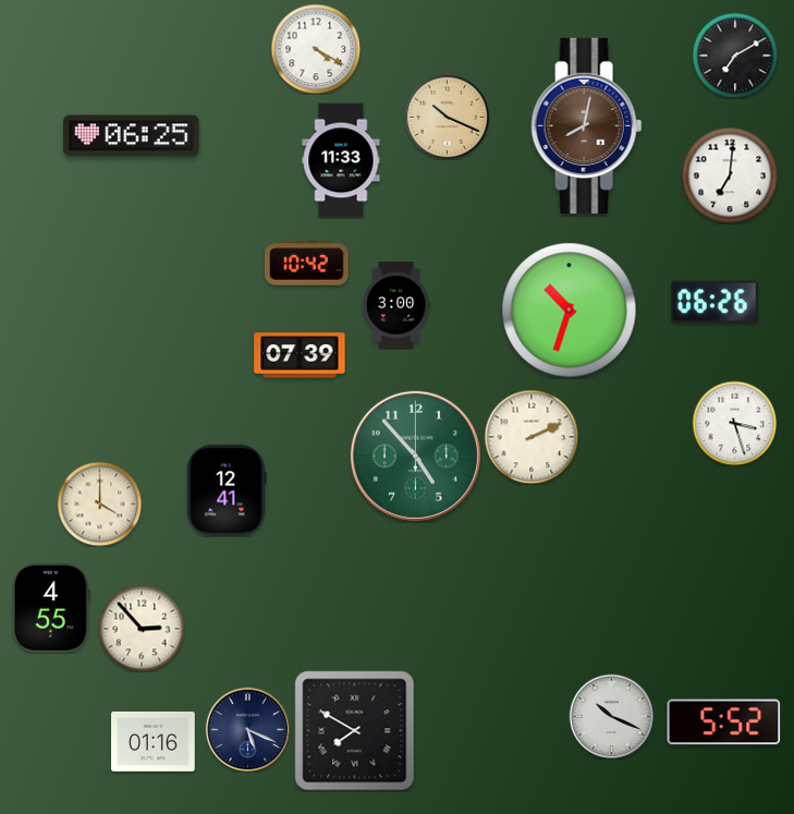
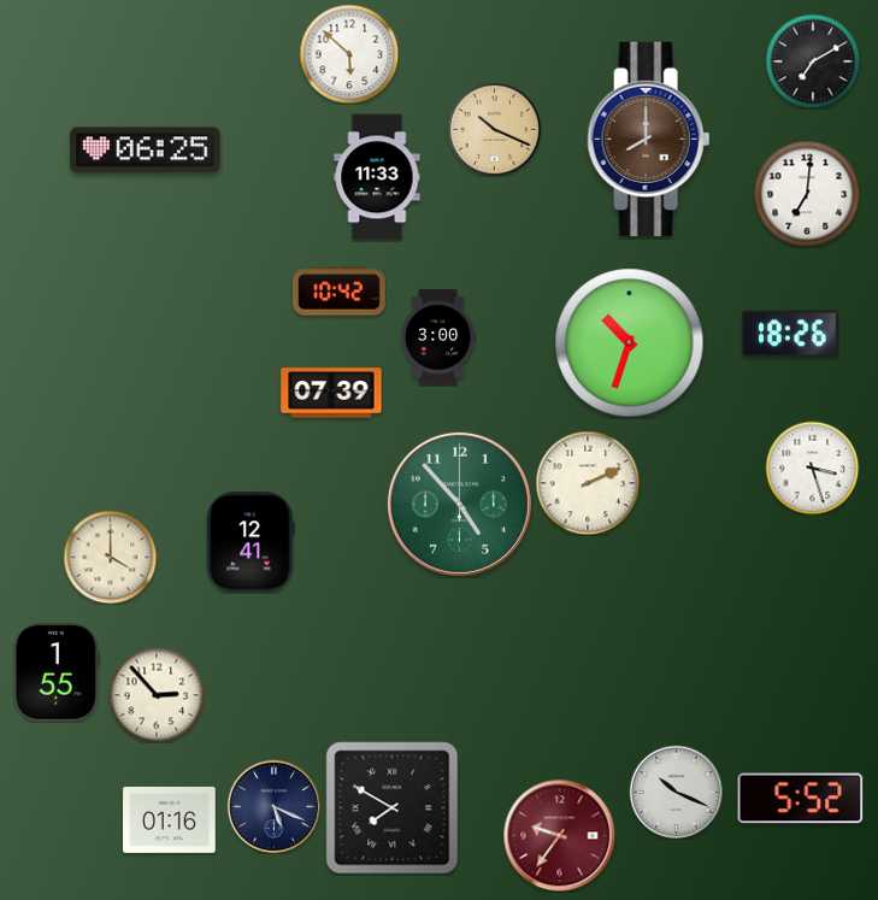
clock at (316, 49): 4:20 -> 5:52
clock at (587, 125): 8:02 -> 8:00
clock at (714, 302): 06:26 -> 18:26
clock at (51, 608): 4:55 -> 1:55
clock at (559, 835): none -> 9:36
